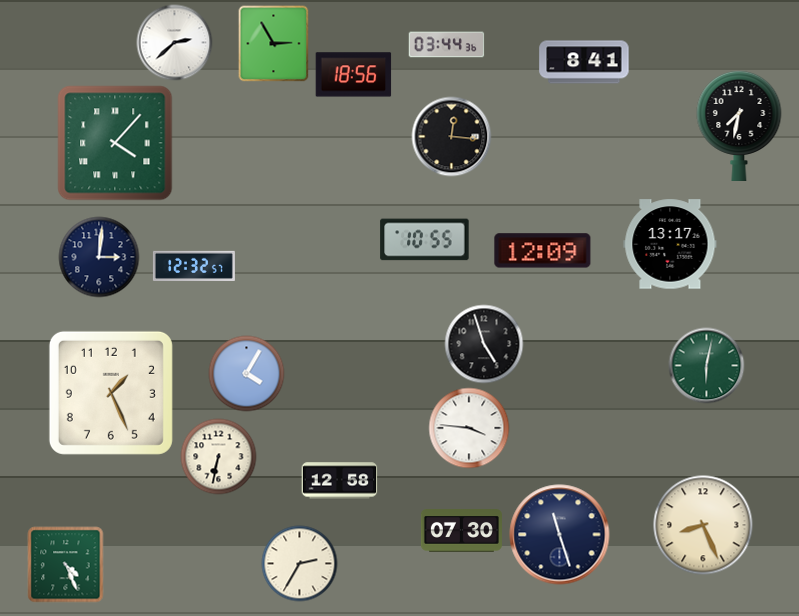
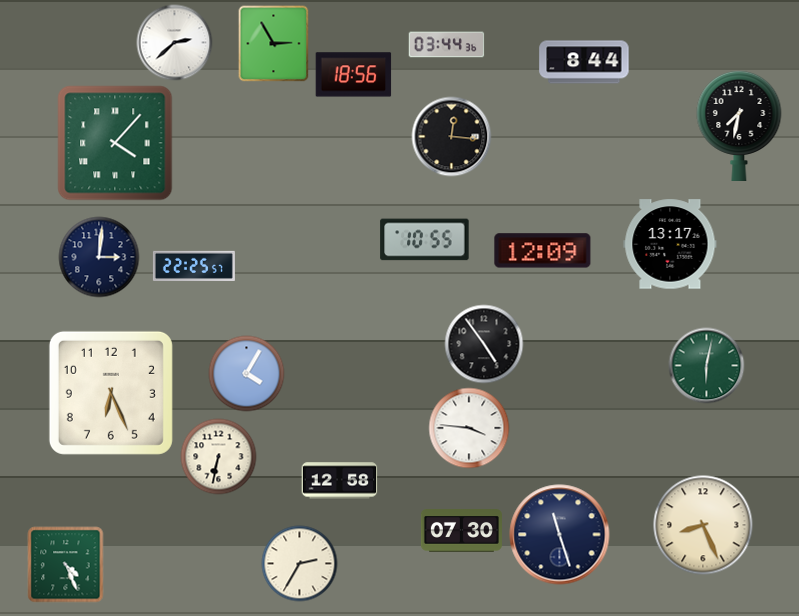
clock at (584, 62): 8:41 -> 8:44
clock at (194, 265): 12:32 -> 22:25
clock at (484, 344): 4:57 -> 4:54
clock at (111, 393): 1:26 -> 6:26
